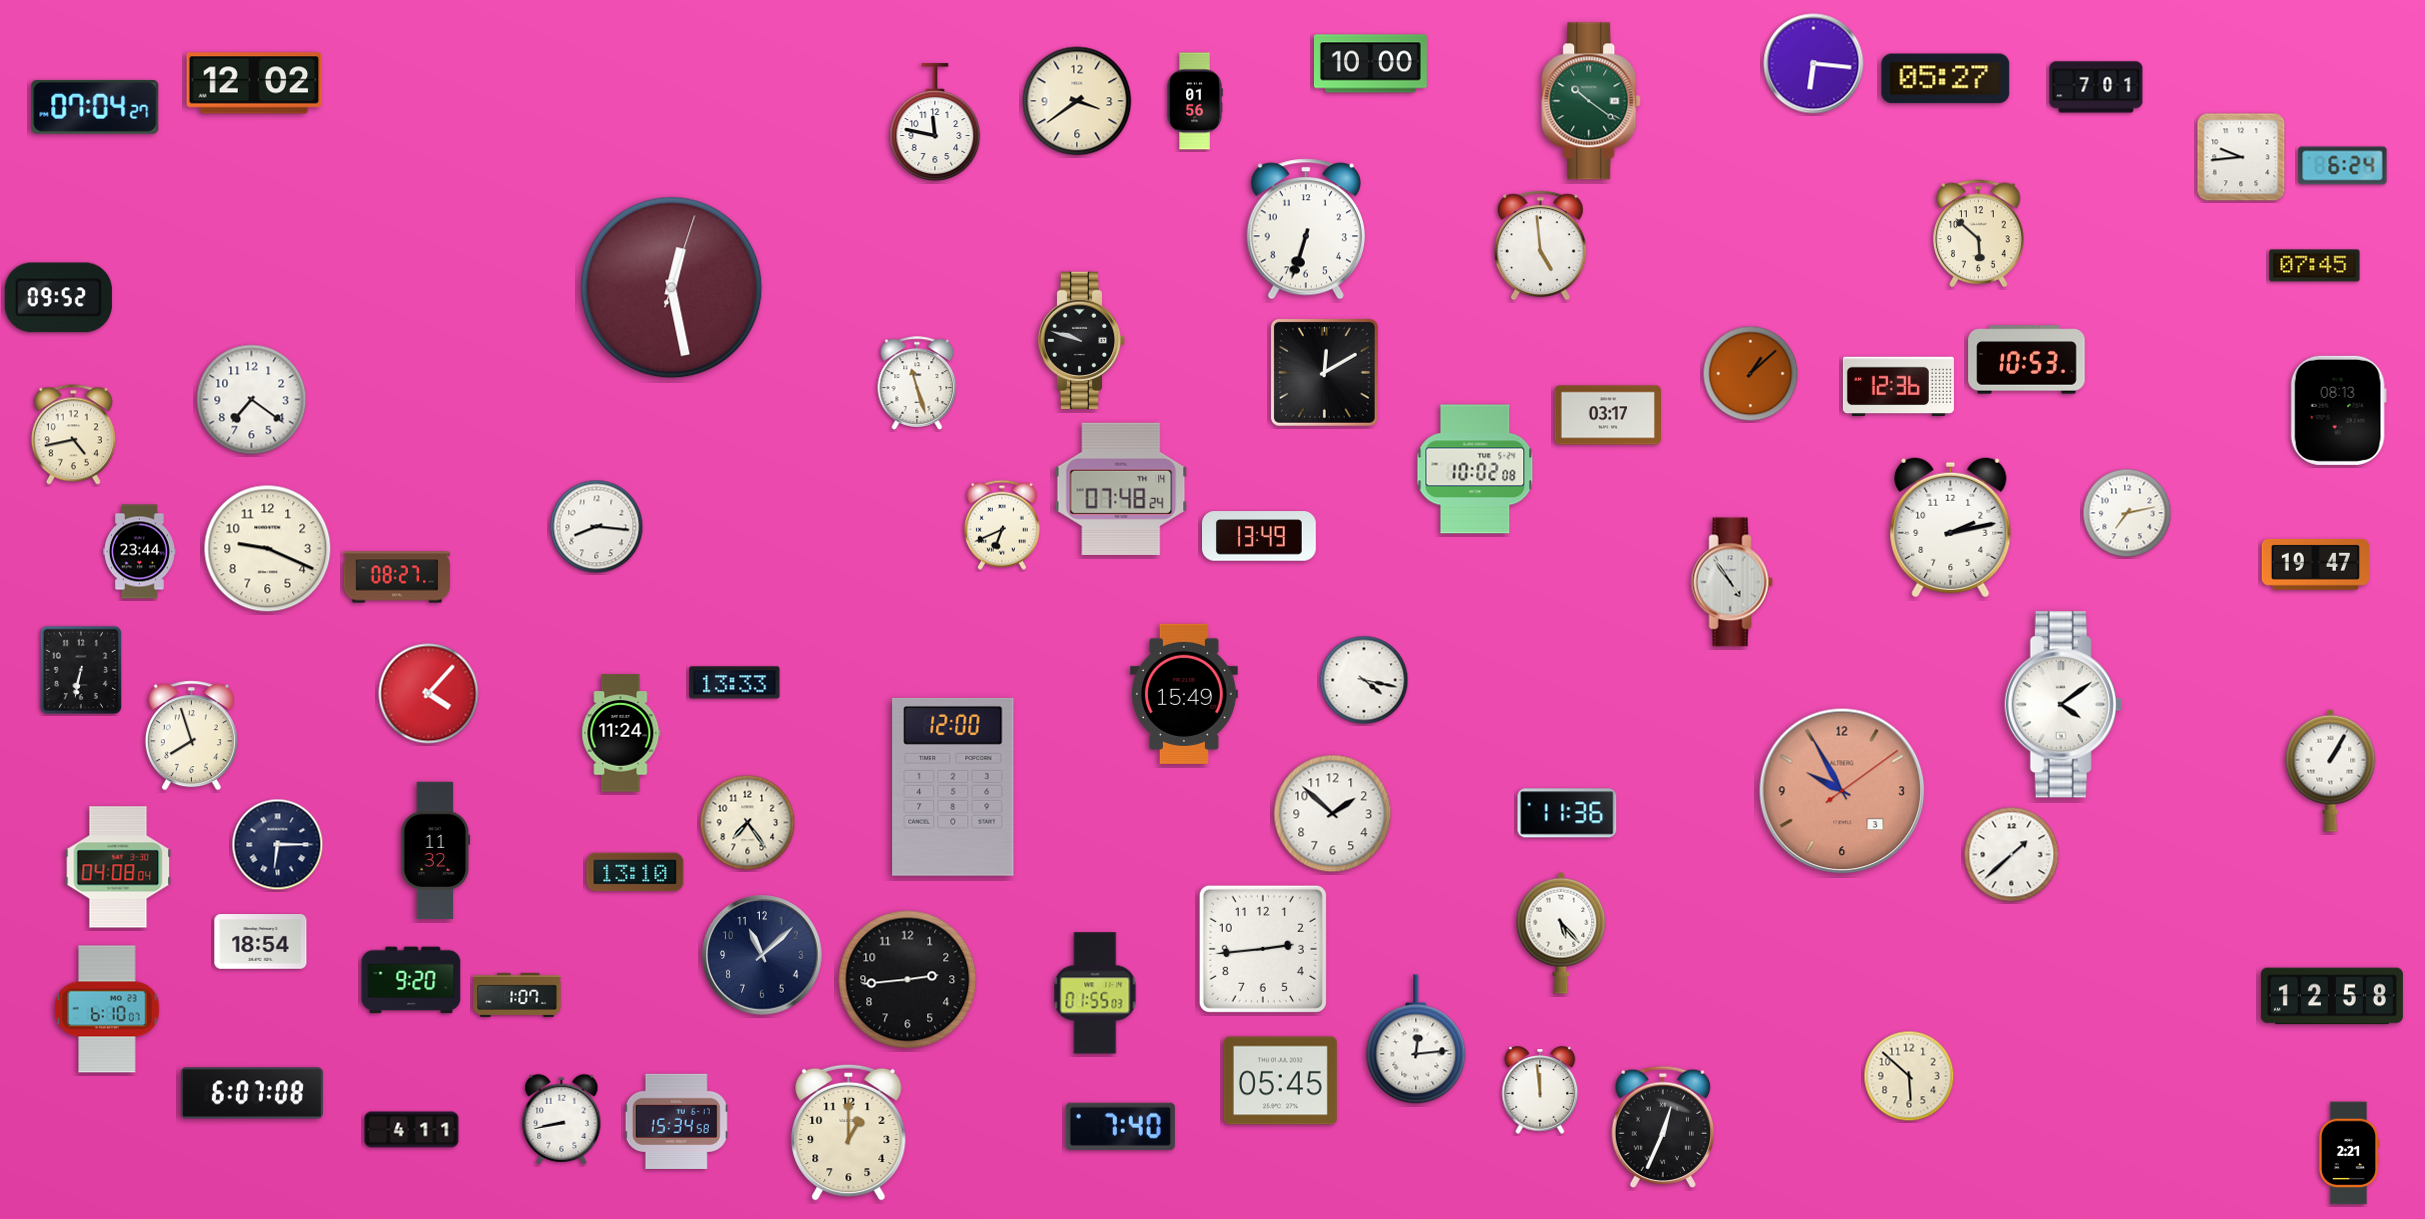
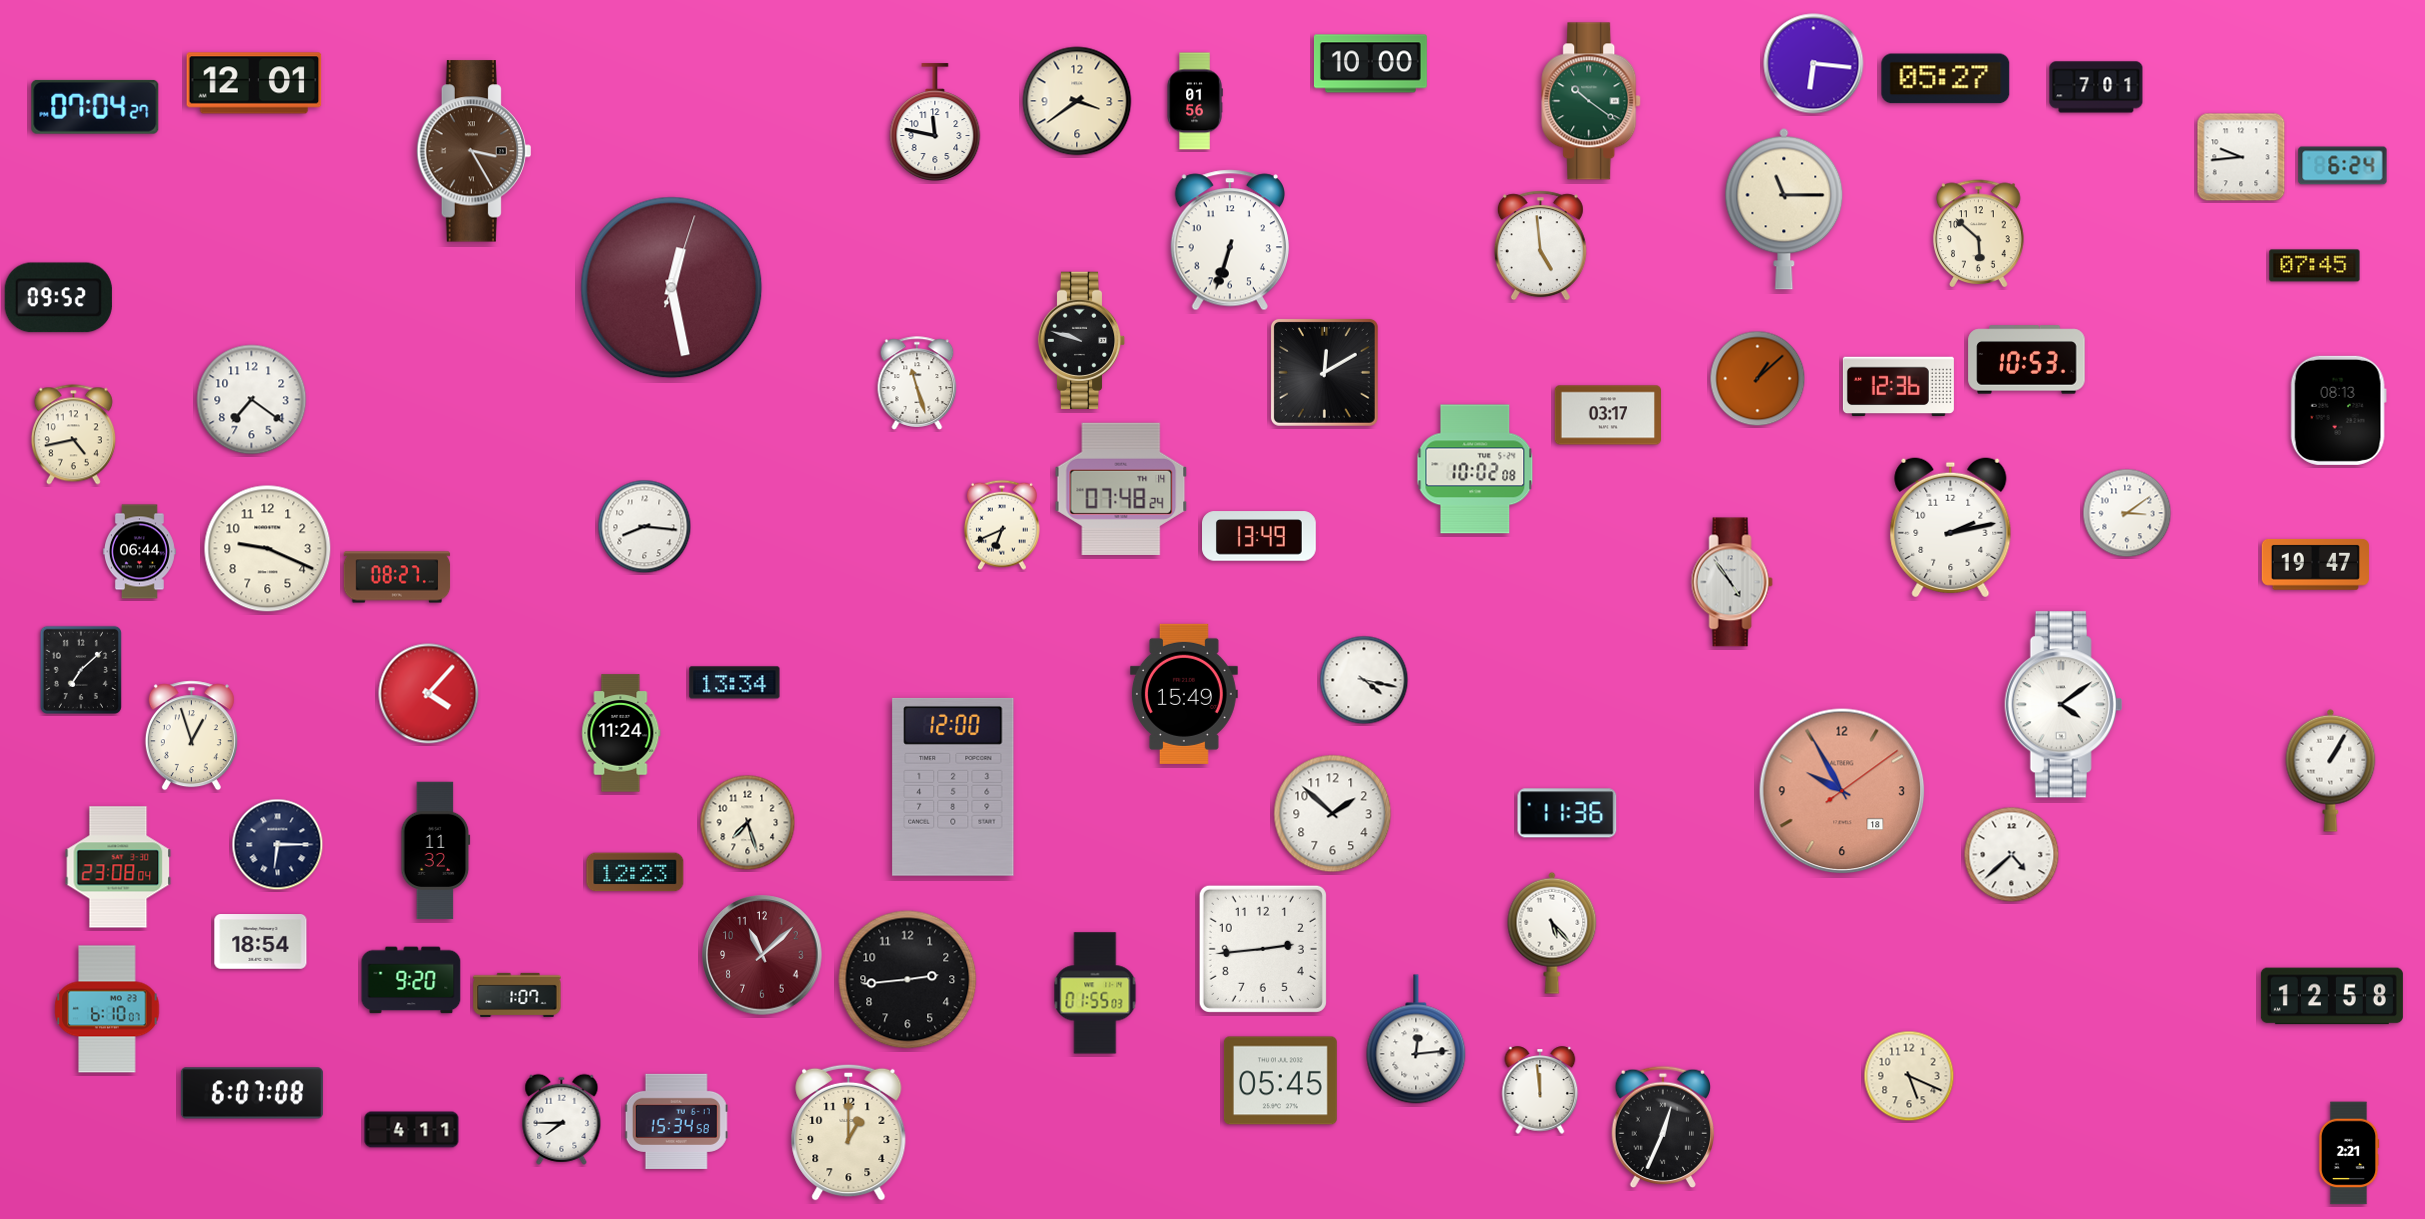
clock at (254, 83): 12:02 -> 12:01
clock at (473, 151): none -> 3:25
clock at (1784, 209): none -> 11:15
clock at (1306, 229) position: (1306, 229) -> (1230, 240)
clock at (1751, 374) position: (1751, 374) -> (1758, 379)
clock at (2127, 513): 7:13 -> 3:09
clock at (597, 527) position: (597, 527) -> (645, 527)
clock at (139, 552): 23:44 -> 06:44
clock at (81, 670): 6:32 -> 7:08
clock at (735, 683): 13:33 -> 13:34
clock at (191, 736): 7:57 -> 12:57
clock at (1842, 791) date: 3 -> 18
clock at (748, 823): 7:24 -> 7:27
clock at (2012, 855): 1:38 -> 4:38
clock at (118, 867): 04:08 -> 23:08
clock at (635, 872): 13:10 -> 12:23
clock at (1561, 933) position: (1561, 933) -> (1552, 933)
clock at (762, 955) dial: navy -> burgundy
clock at (1909, 1076): 5:52 -> 5:19
clock at (562, 1119): 8:43 -> 7:45
clock at (1120, 1126): 7:40 -> none
